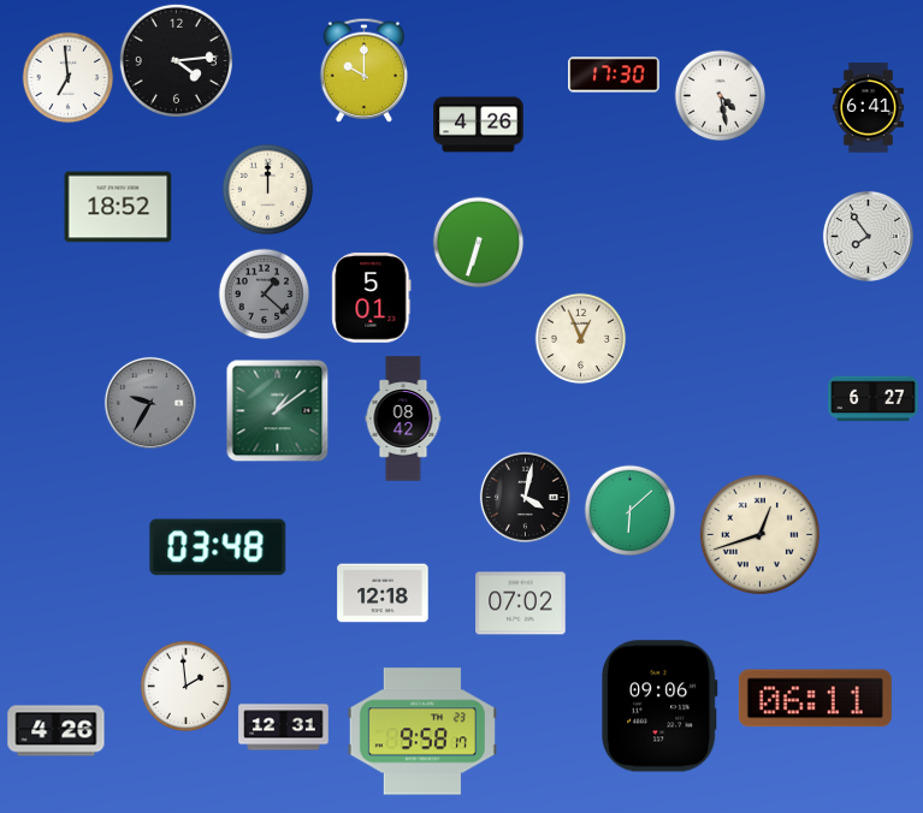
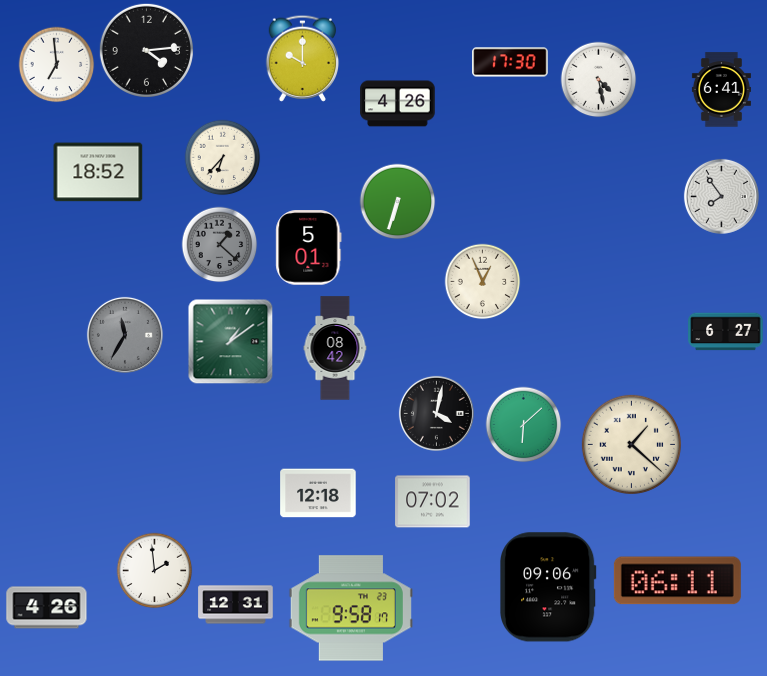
clock at (268, 190): 12:00 -> 6:37
clock at (150, 403): 9:35 -> 11:35
clock at (759, 534): 12:42 -> 1:22
clock at (218, 547): 03:48 -> none
